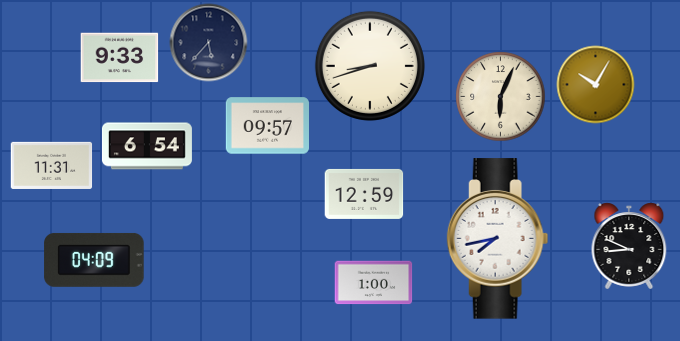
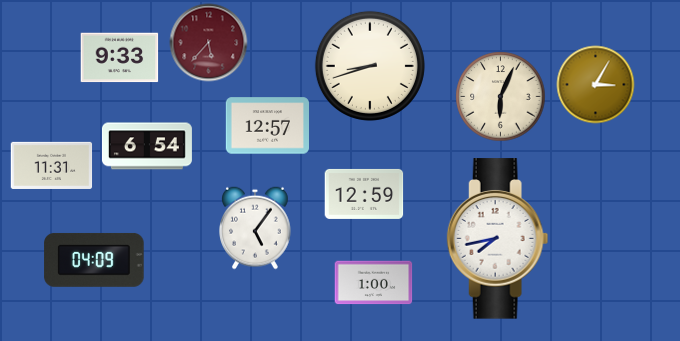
clock at (208, 42) dial: navy -> burgundy
clock at (595, 84): 10:05 -> 3:05
clock at (267, 126): 09:57 -> 12:57
clock at (256, 228): none -> 5:06
clock at (629, 246): 8:49 -> none
